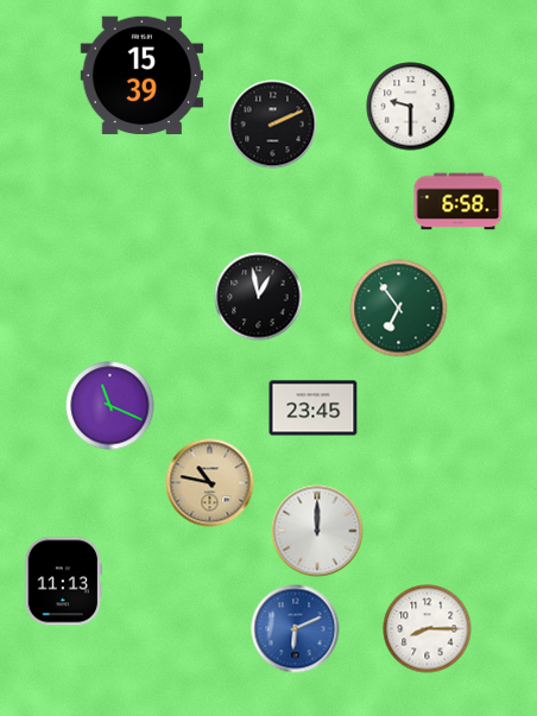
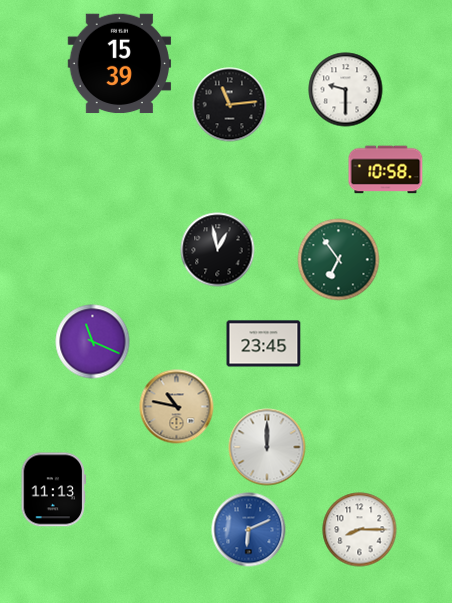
clock at (273, 125): 2:11 -> 11:14
clock at (459, 202): 6:58 -> 10:58
clock at (399, 309) position: (399, 309) -> (339, 260)
